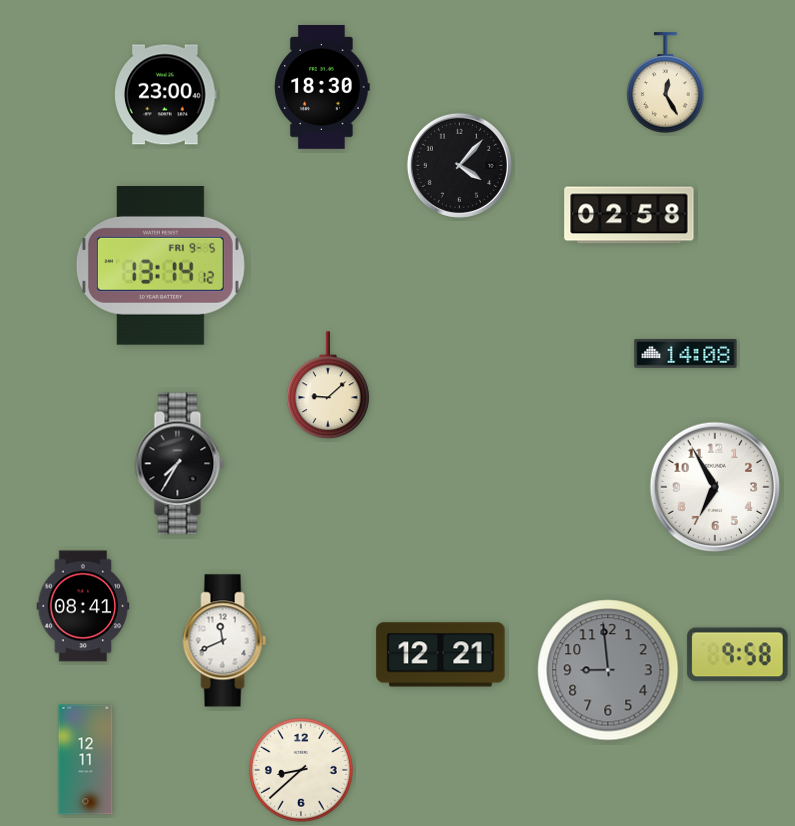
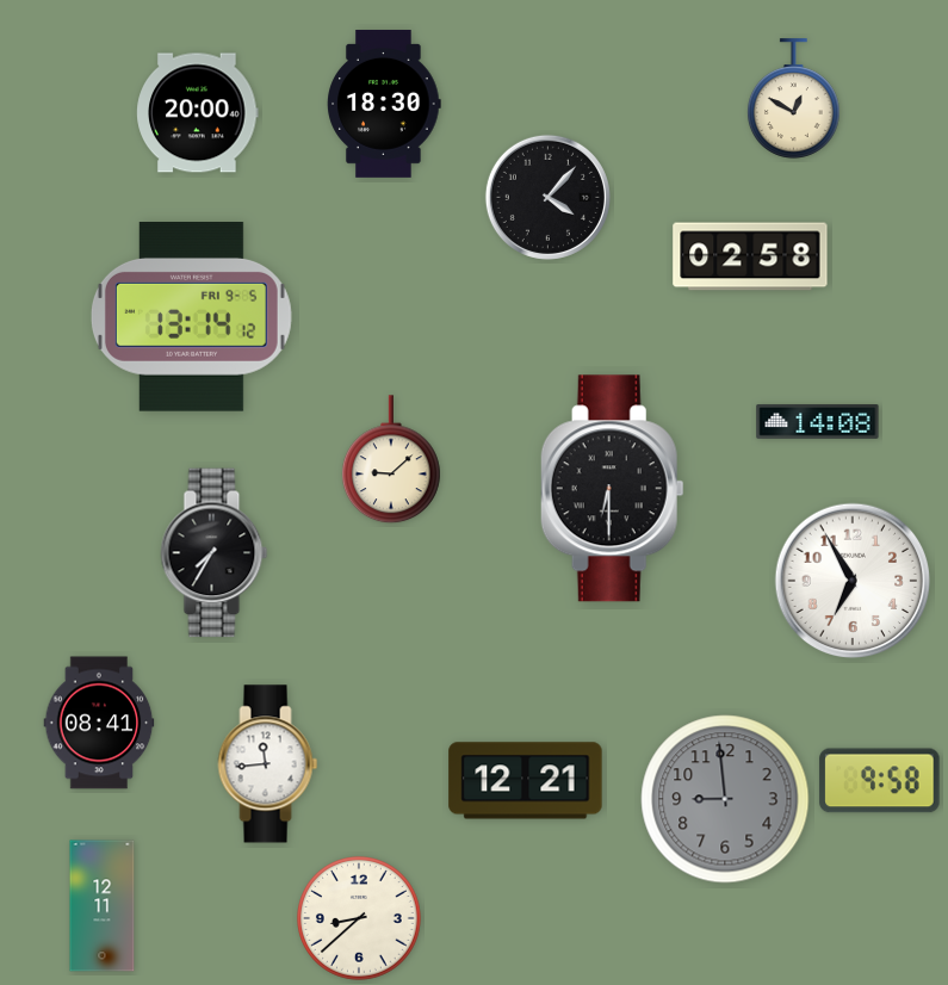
clock at (665, 83): 12:25 -> 12:50
clock at (166, 95): 23:00 -> 20:00
clock at (612, 489): none -> 6:30
clock at (225, 641): 11:41 -> 11:44
